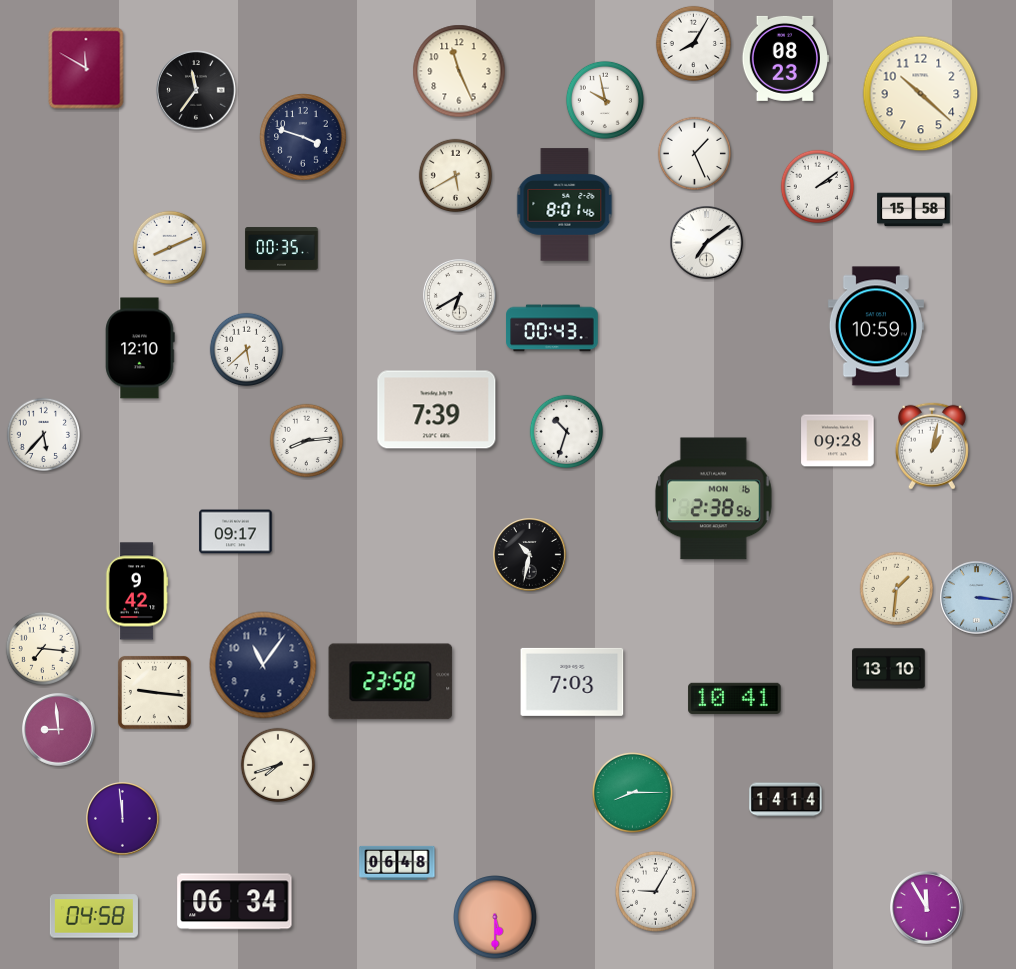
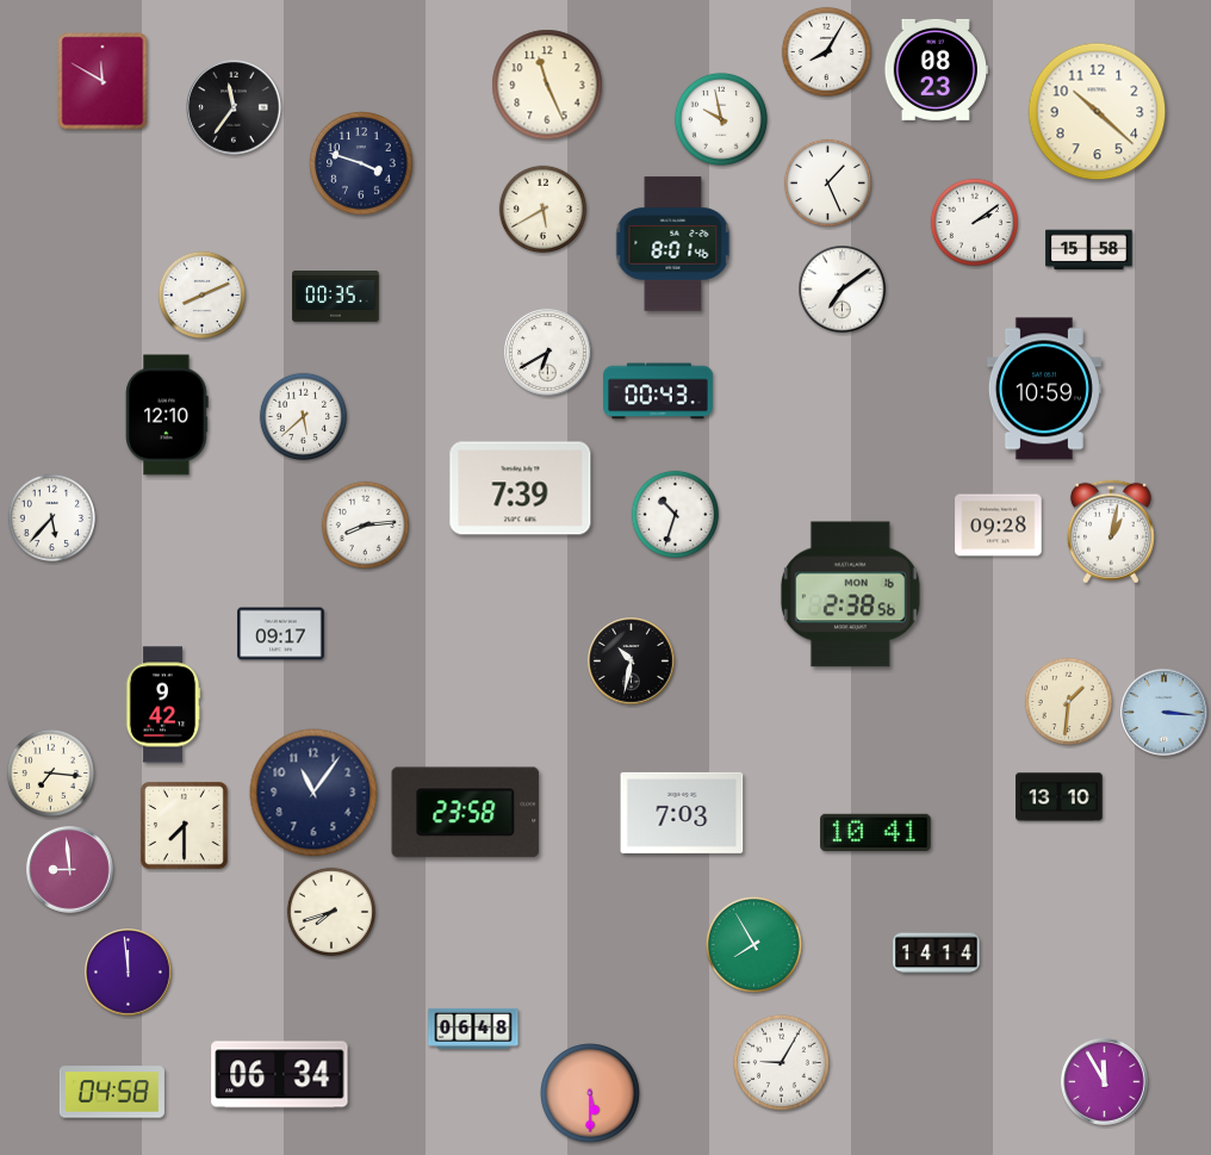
clock at (247, 350) position: (247, 350) -> (304, 417)
clock at (154, 692): 9:16 -> 7:30
clock at (632, 792): 8:15 -> 7:55
clock at (123, 819) position: (123, 819) -> (129, 973)
